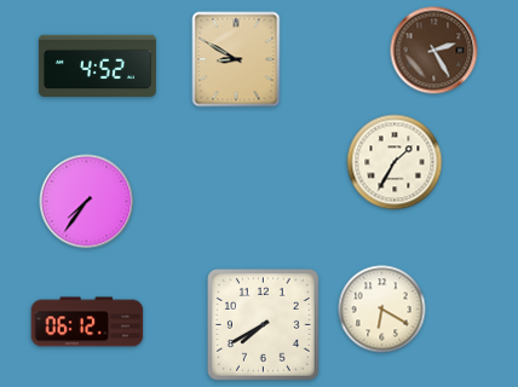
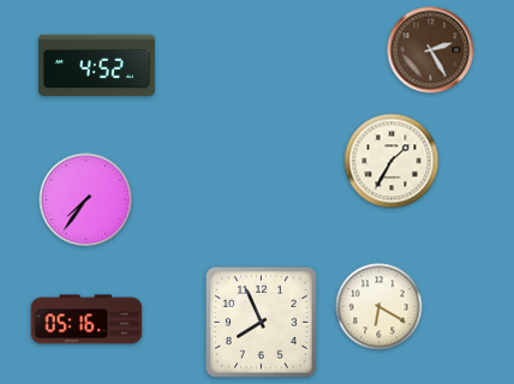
clock at (236, 59): 8:50 -> none
clock at (87, 322): 06:12 -> 05:16
clock at (264, 325): 7:40 -> 7:56
